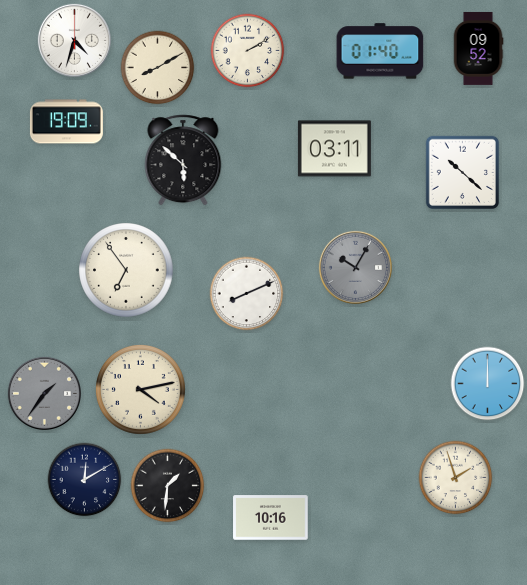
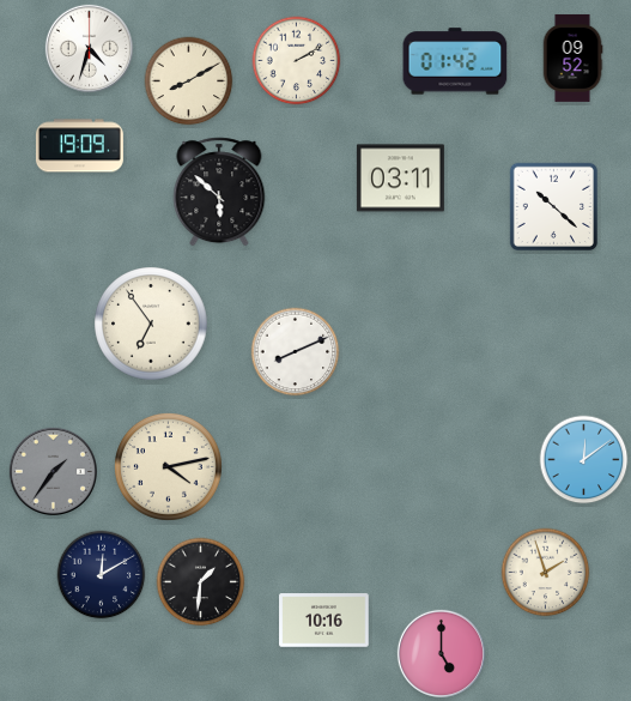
clock at (380, 51): 01:40 -> 01:42
clock at (355, 267): 10:05 -> none
clock at (488, 384): 12:00 -> 12:09
clock at (441, 653): none -> 5:00
